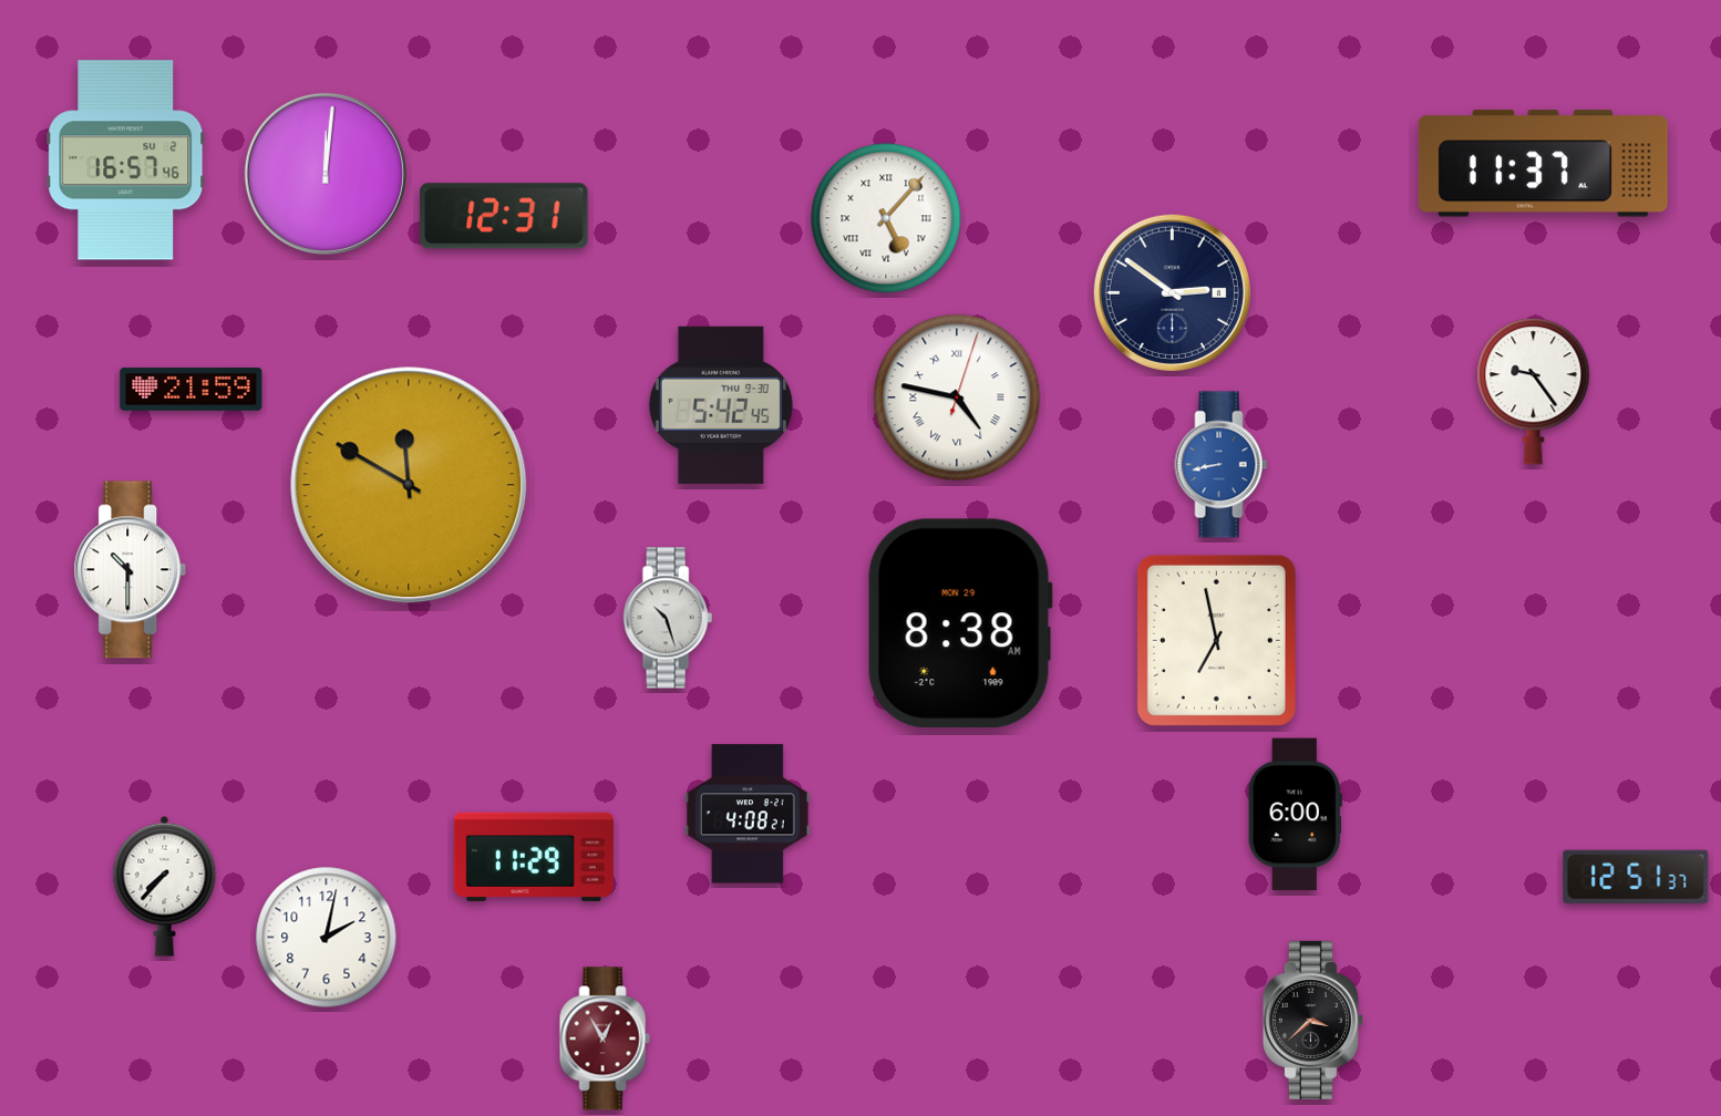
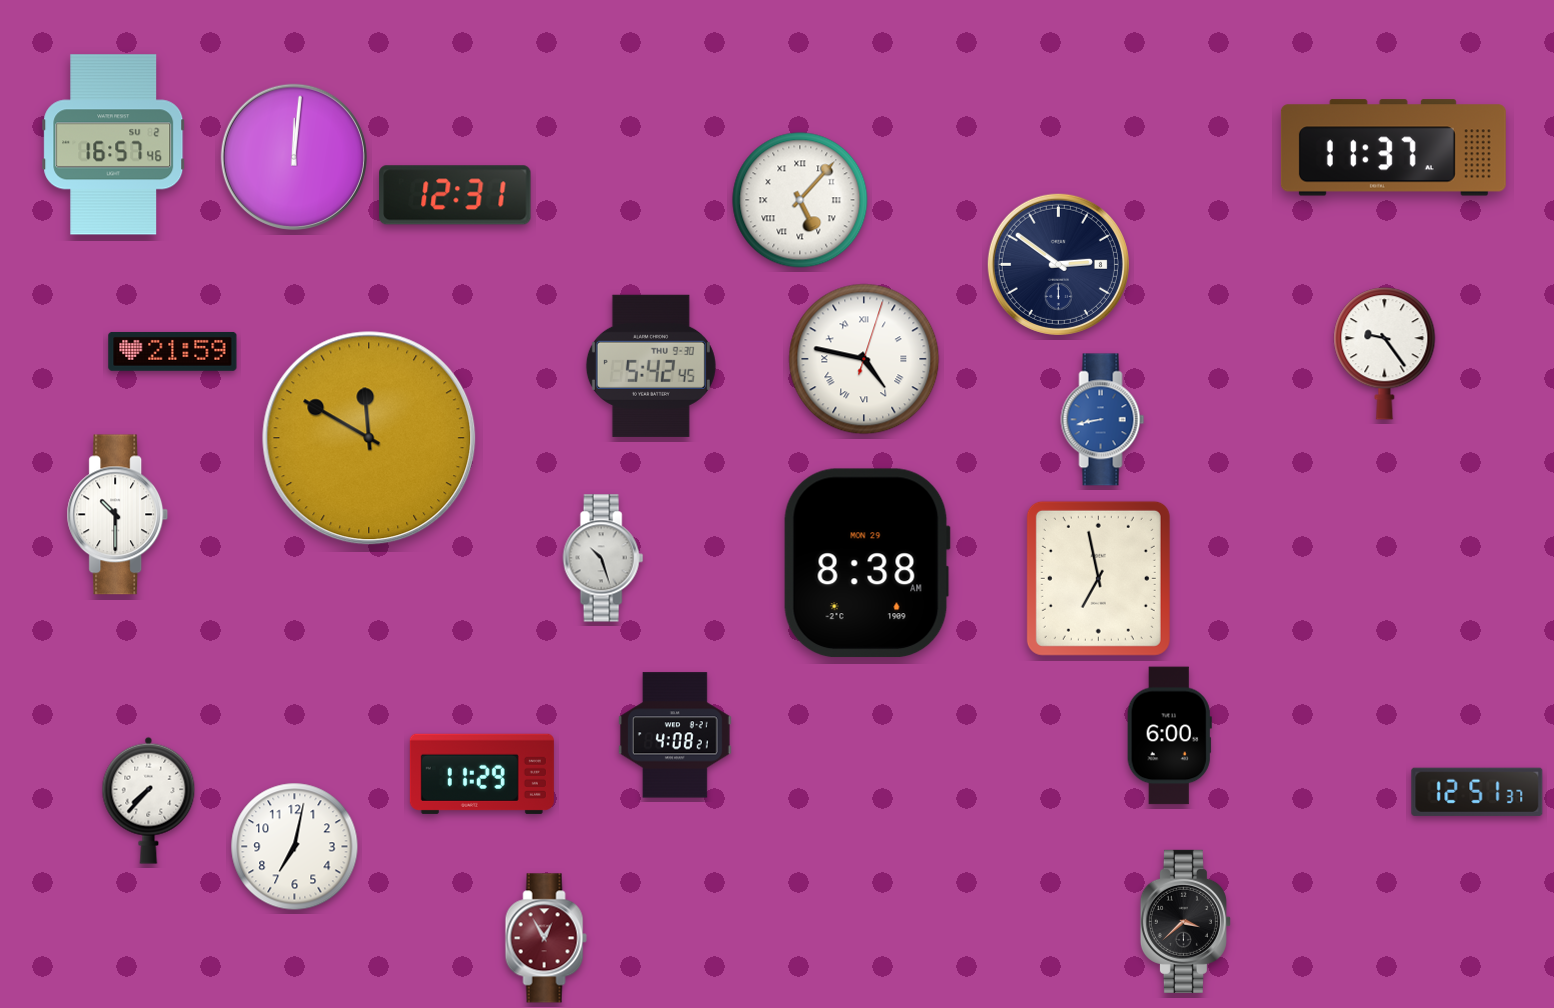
clock at (886, 218) position: (886, 218) -> (800, 200)
clock at (327, 938): 2:02 -> 7:02
